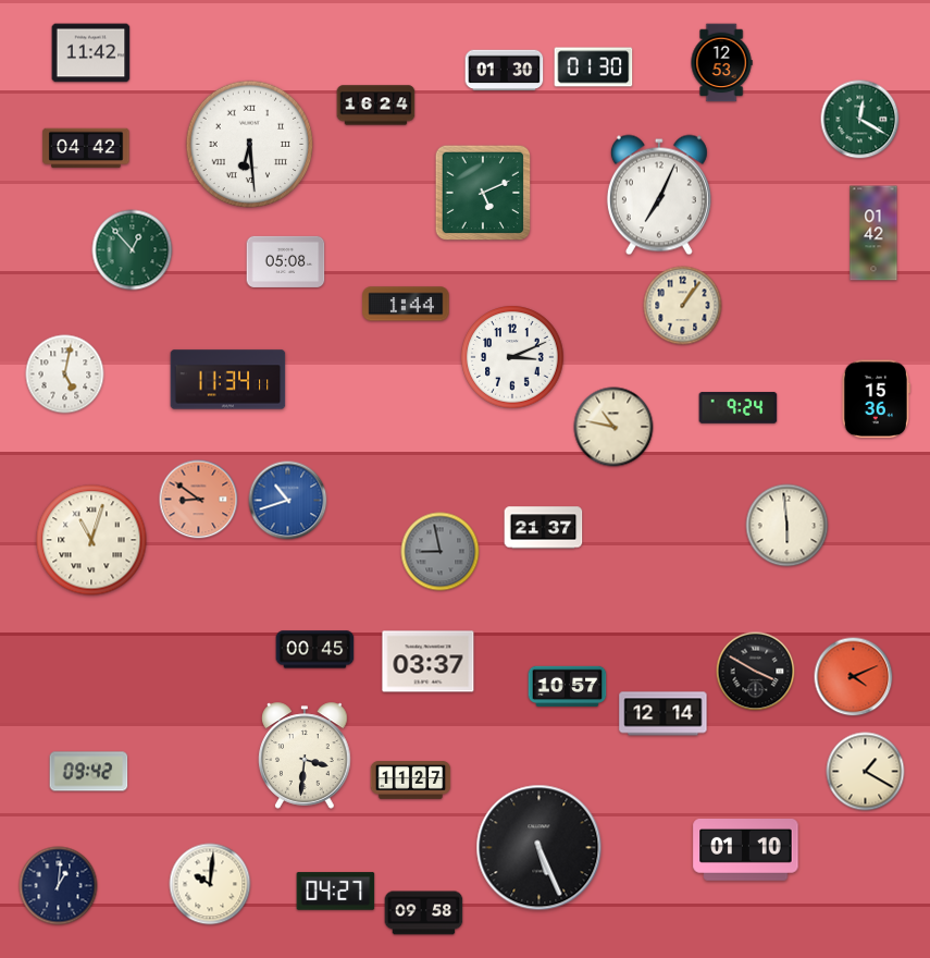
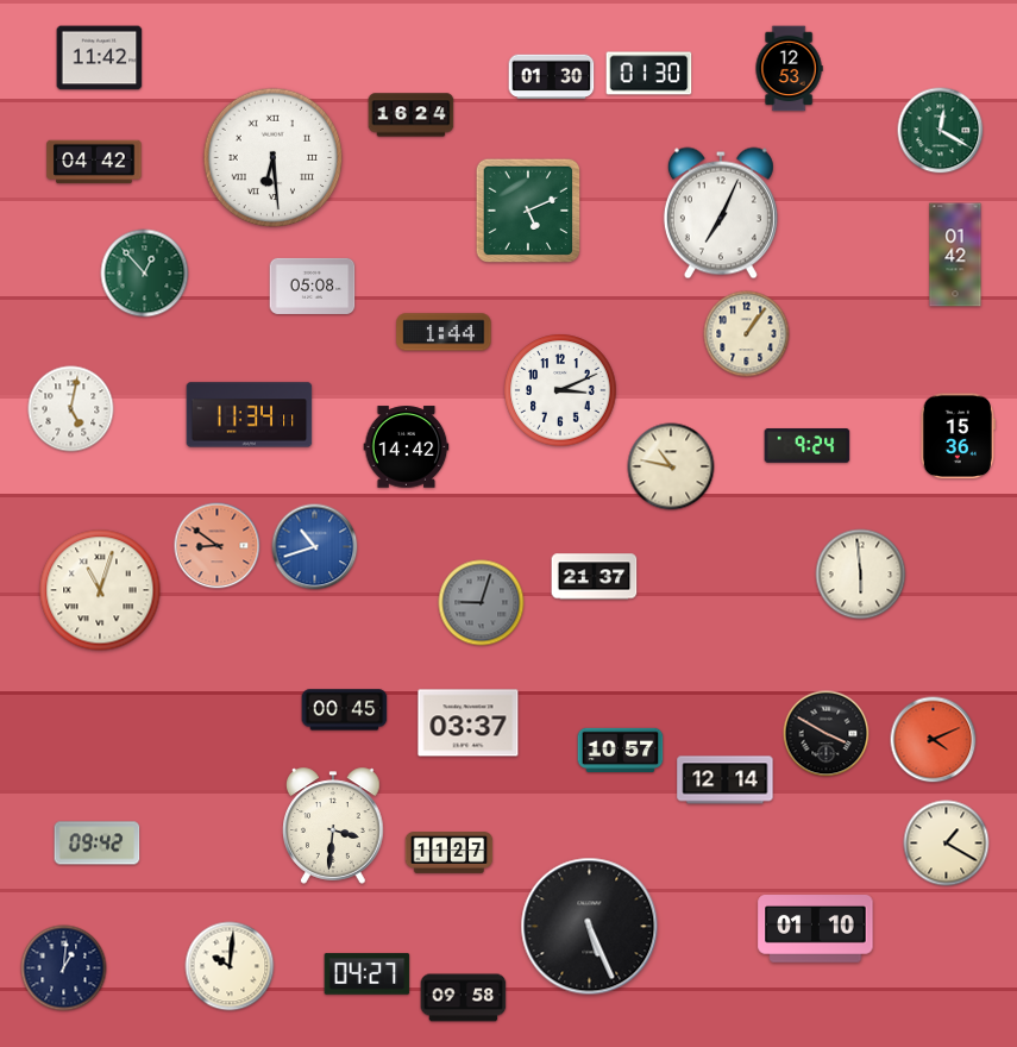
clock at (407, 447): none -> 14:42
clock at (441, 552): 8:58 -> 9:03
